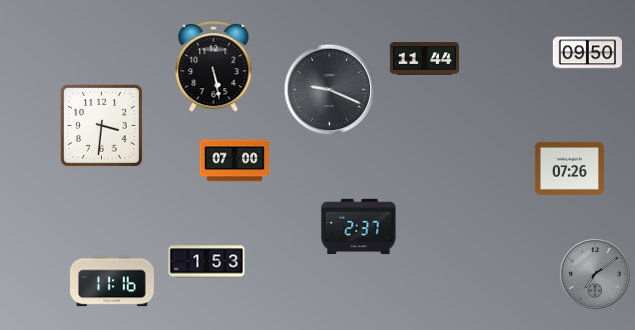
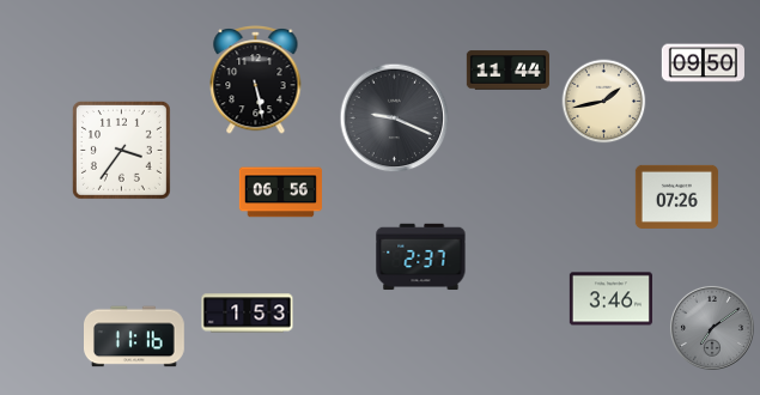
clock at (604, 102): none -> 1:43
clock at (330, 90) position: (330, 90) -> (395, 118)
clock at (101, 125): 3:31 -> 3:36
clock at (234, 161): 07:00 -> 06:56
clock at (569, 168) position: (569, 168) -> (676, 196)
clock at (359, 227) position: (359, 227) -> (421, 257)
clock at (610, 299): none -> 3:46
